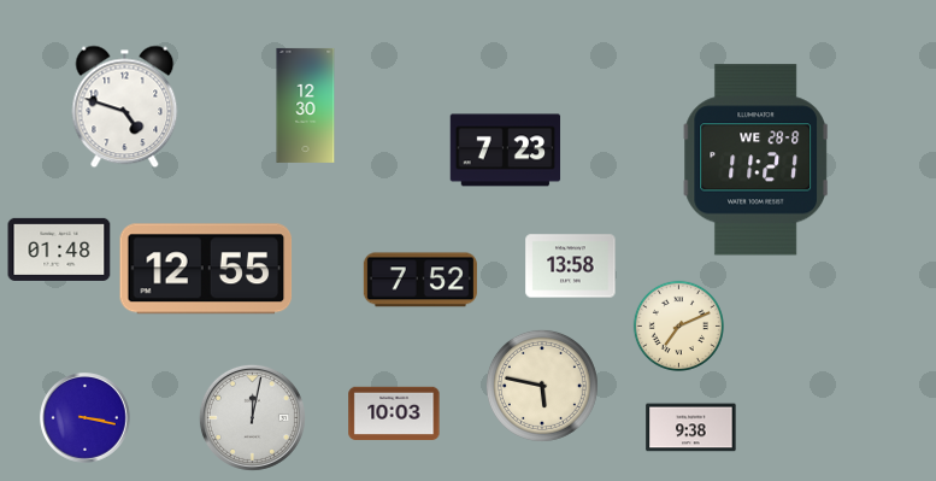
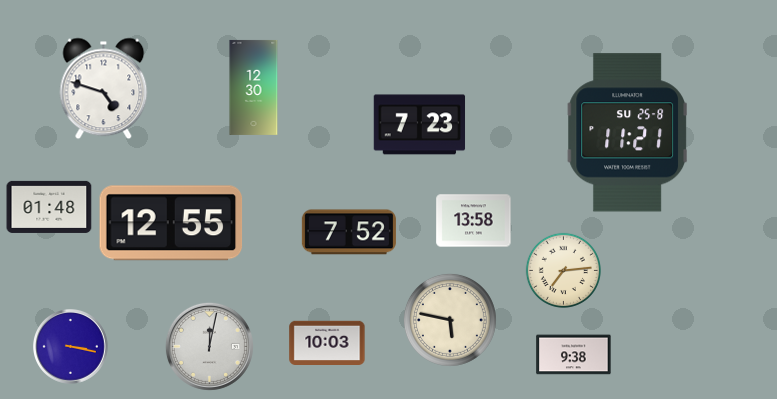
clock at (755, 160) date: WE 28-8 -> SU 25-8
clock at (678, 325): 7:11 -> 7:14
